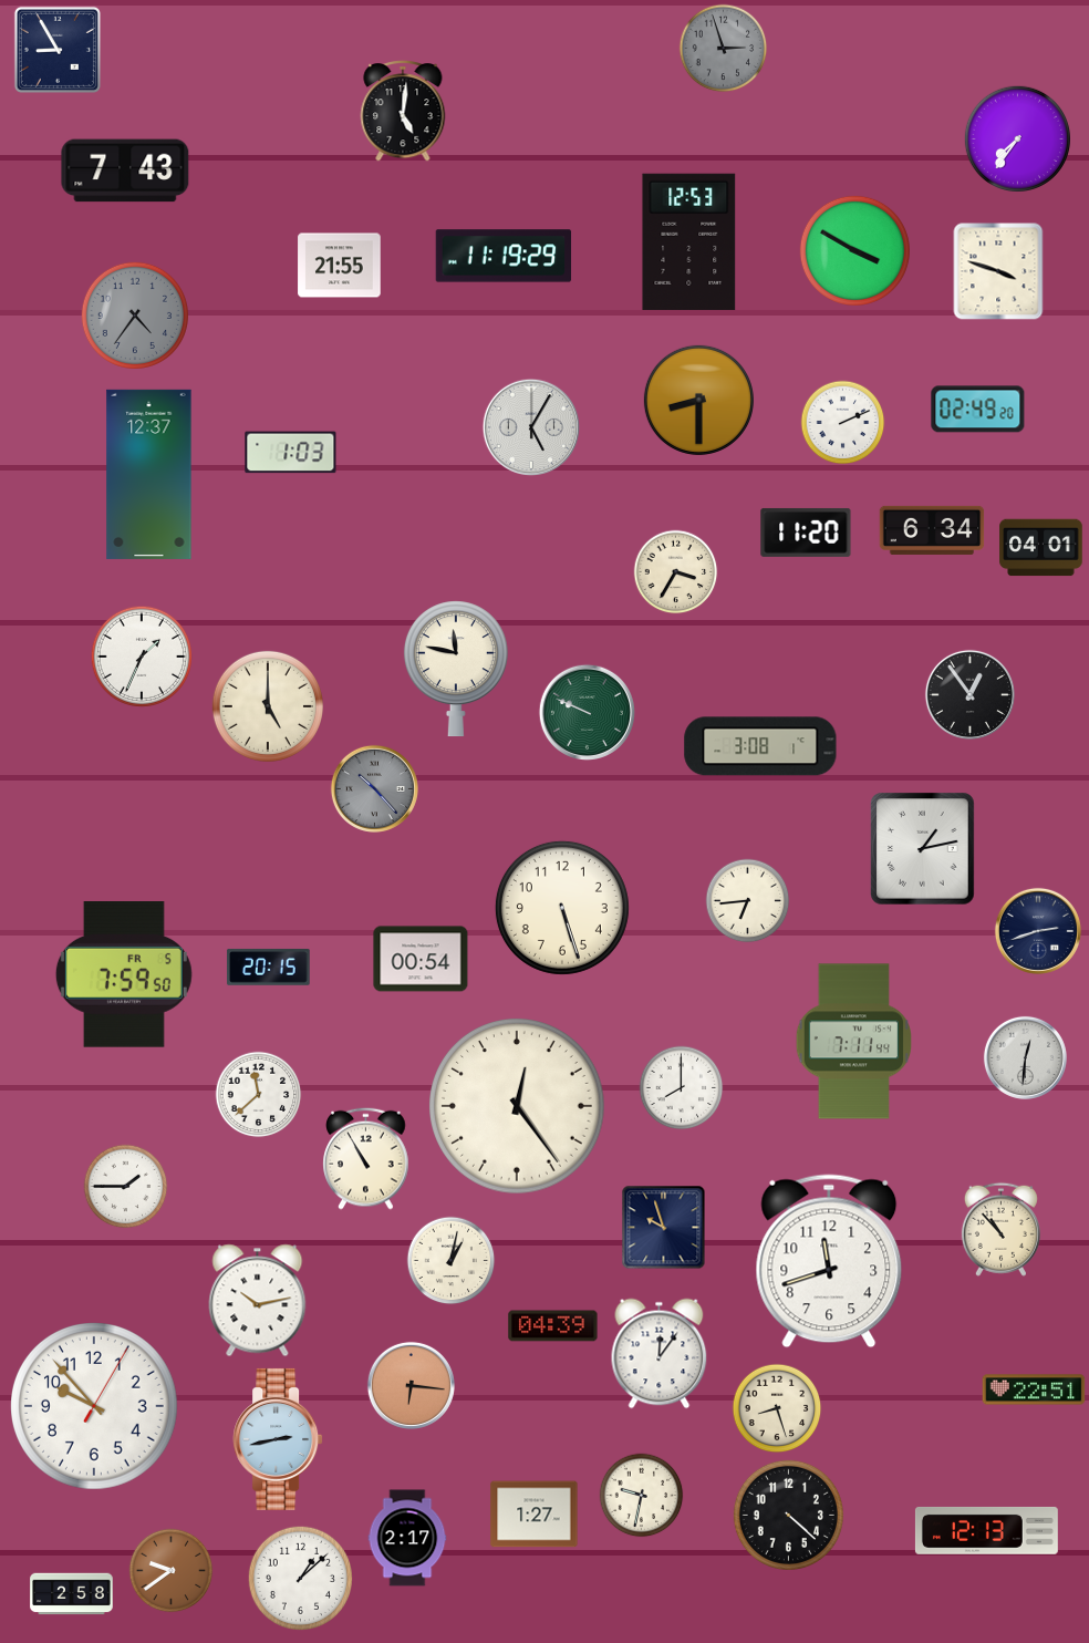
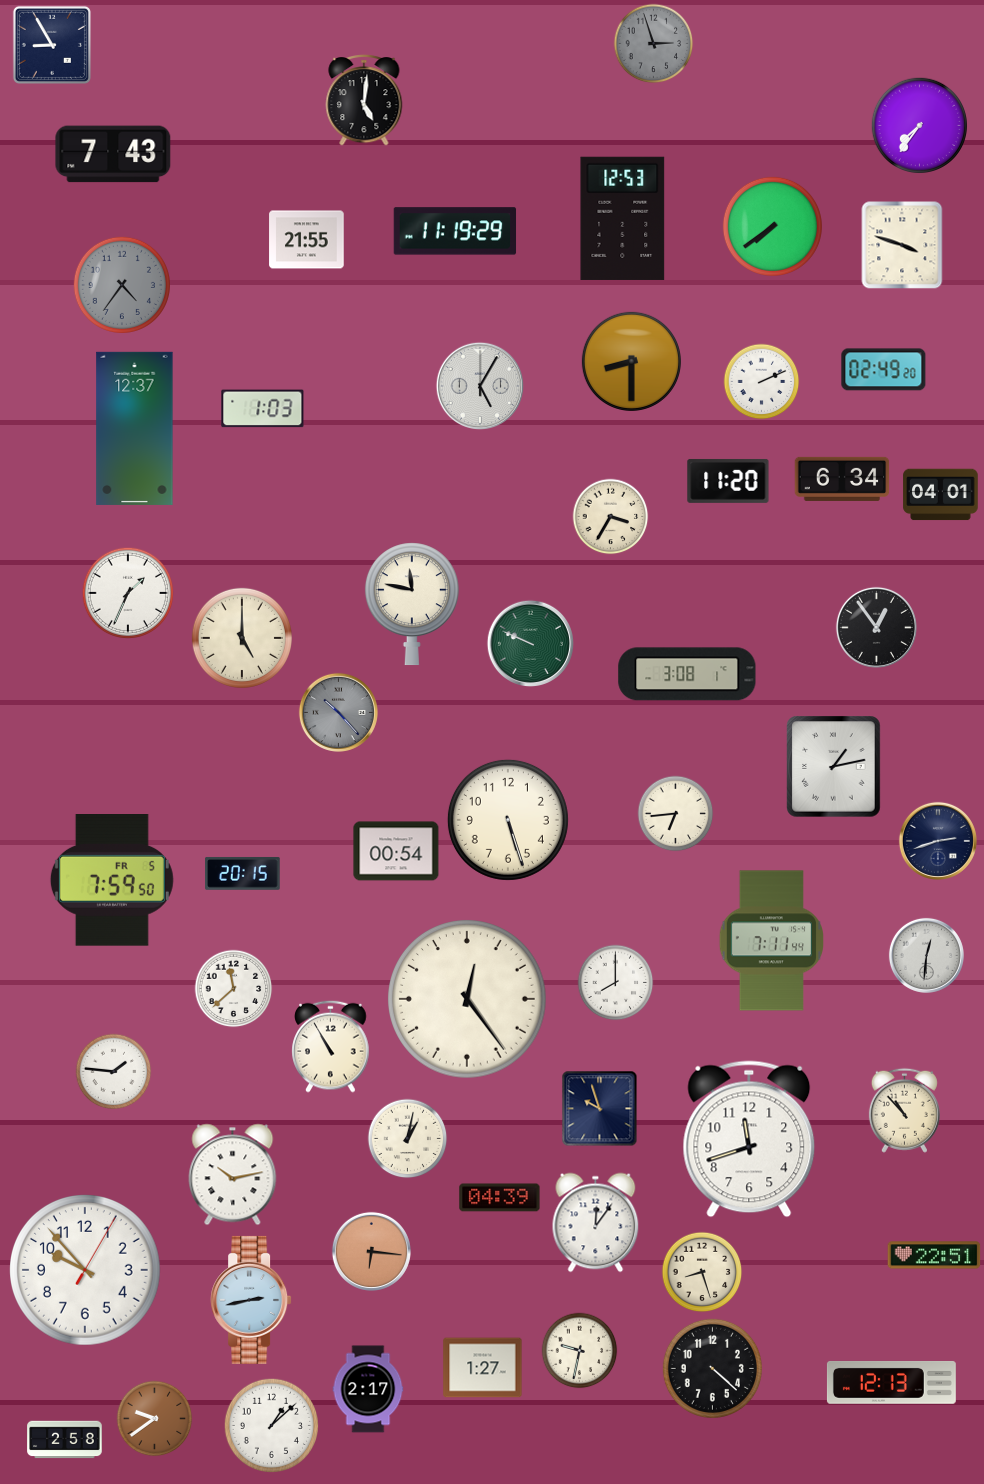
clock at (854, 250): 3:50 -> 7:39
clock at (421, 959) position: (421, 959) -> (396, 851)
clock at (126, 1187): 1:45 -> 1:46
